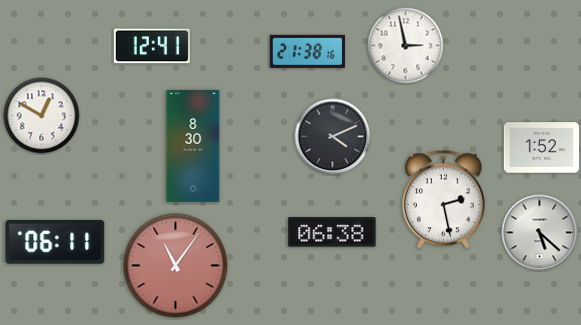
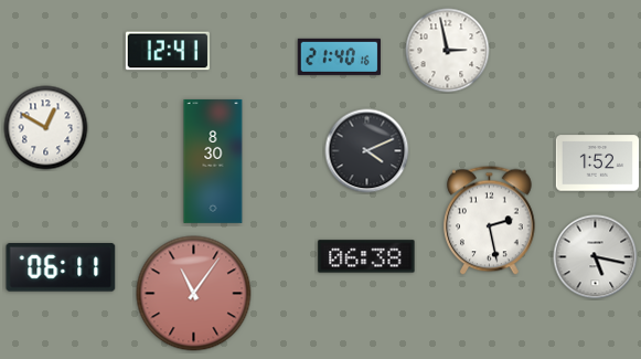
clock at (307, 51): 21:38 -> 21:40
clock at (540, 233): 5:22 -> 5:17
